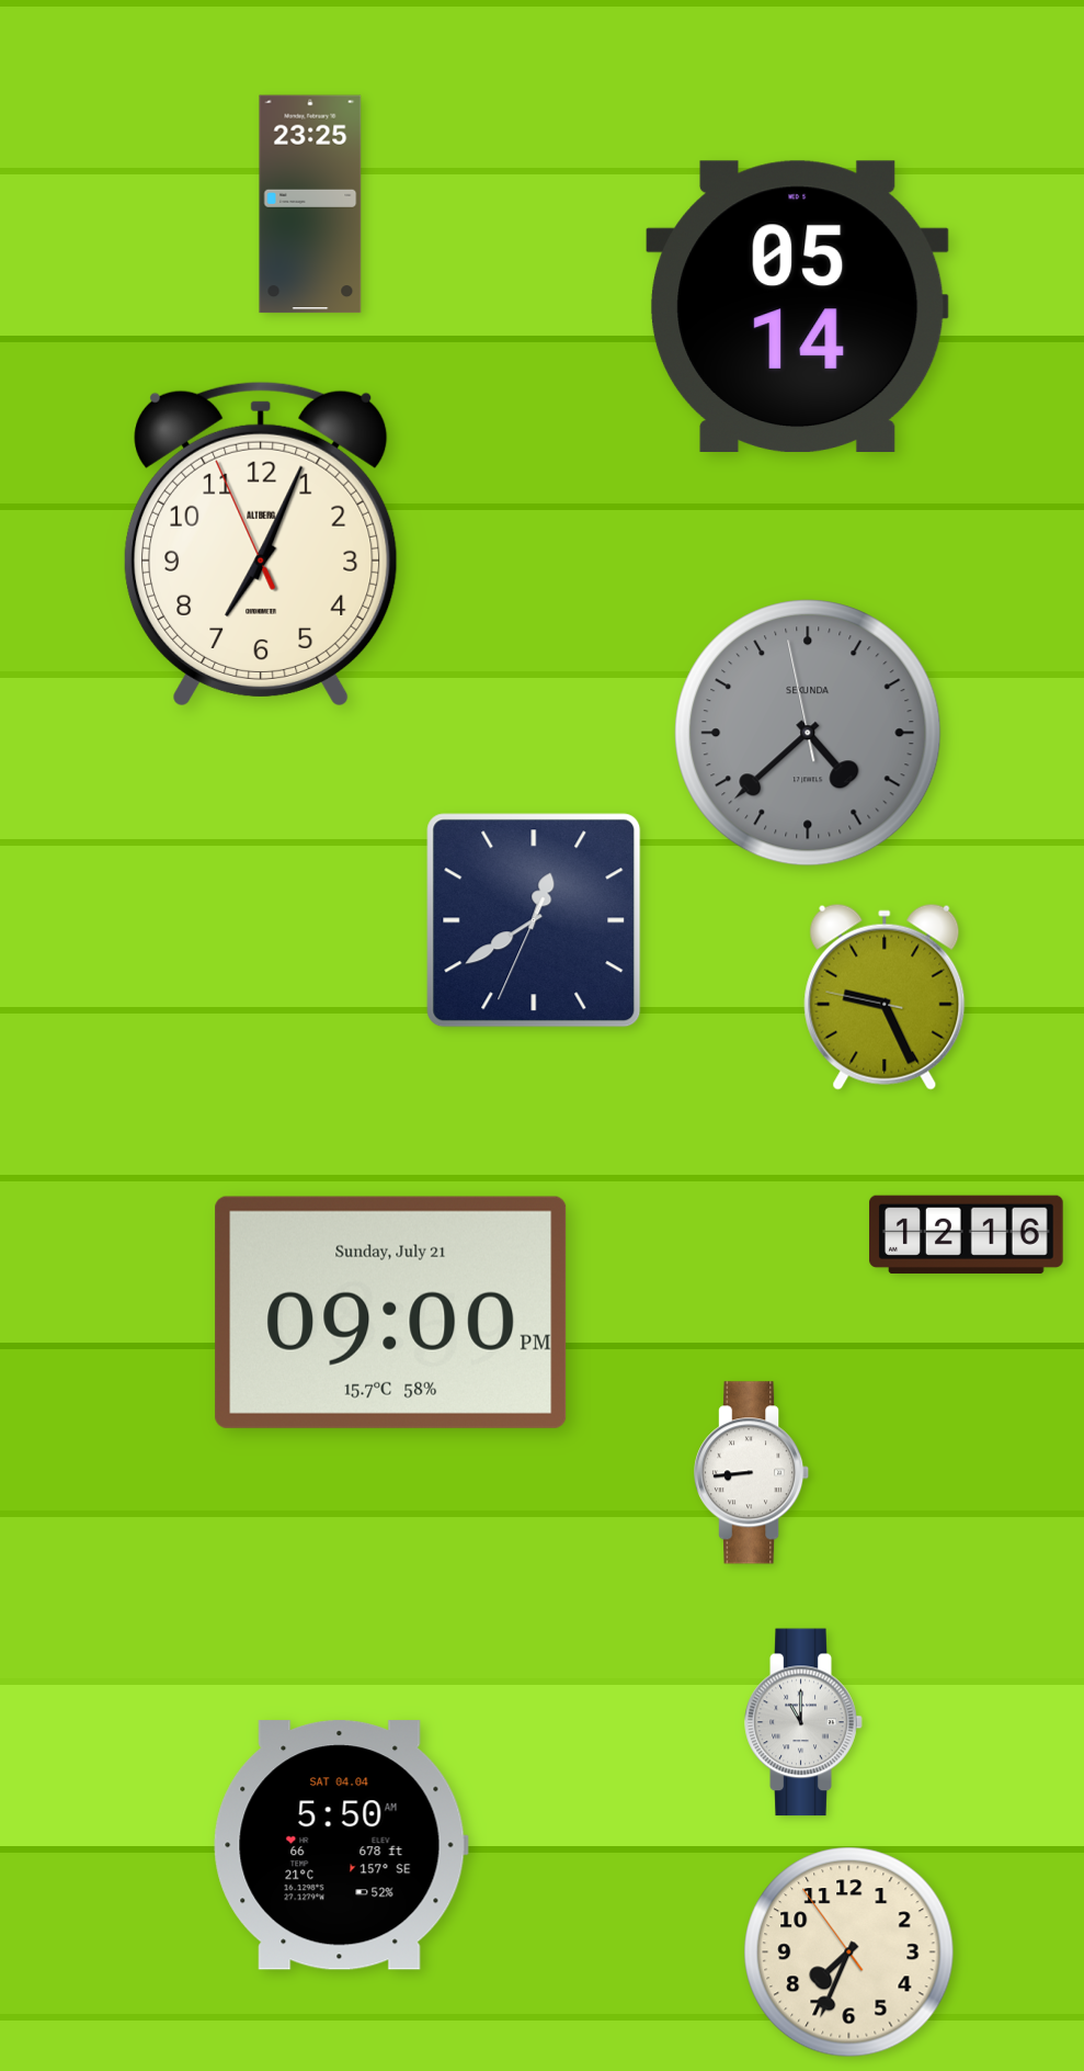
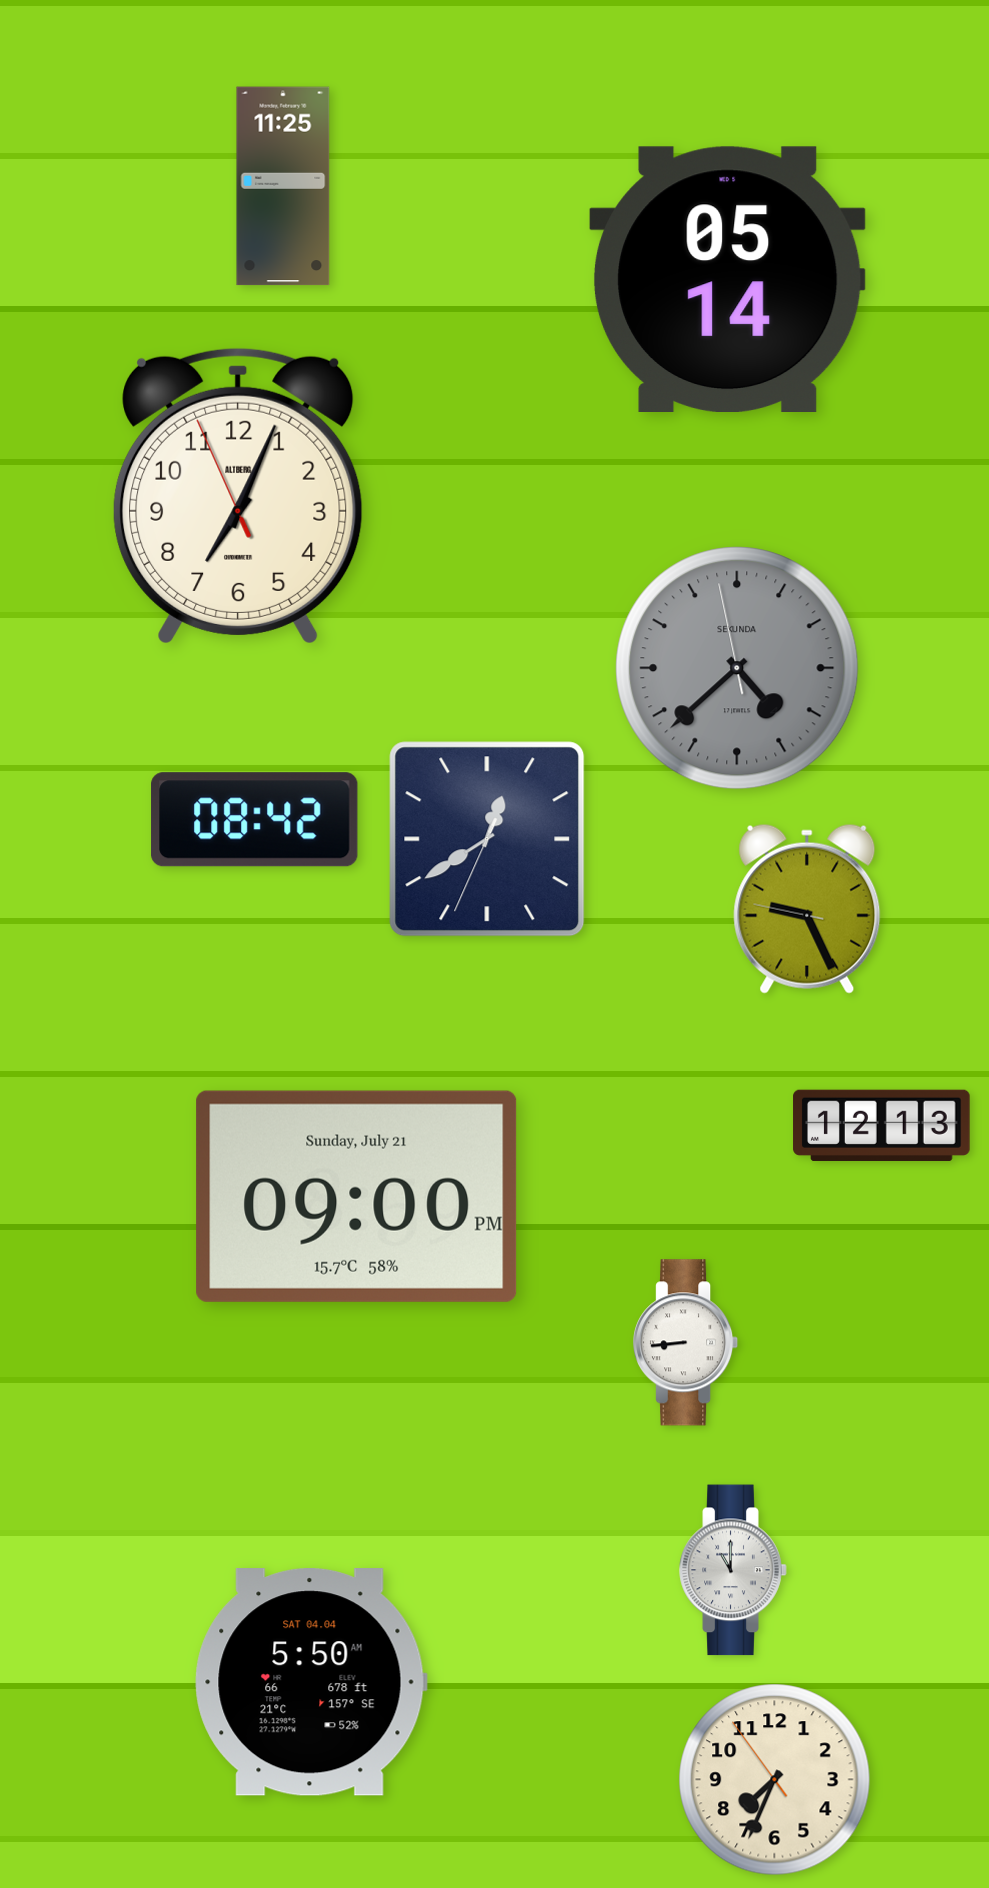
clock at (310, 204): 23:25 -> 11:25
clock at (255, 820): none -> 08:42
clock at (967, 1234): 12:16 -> 12:13
